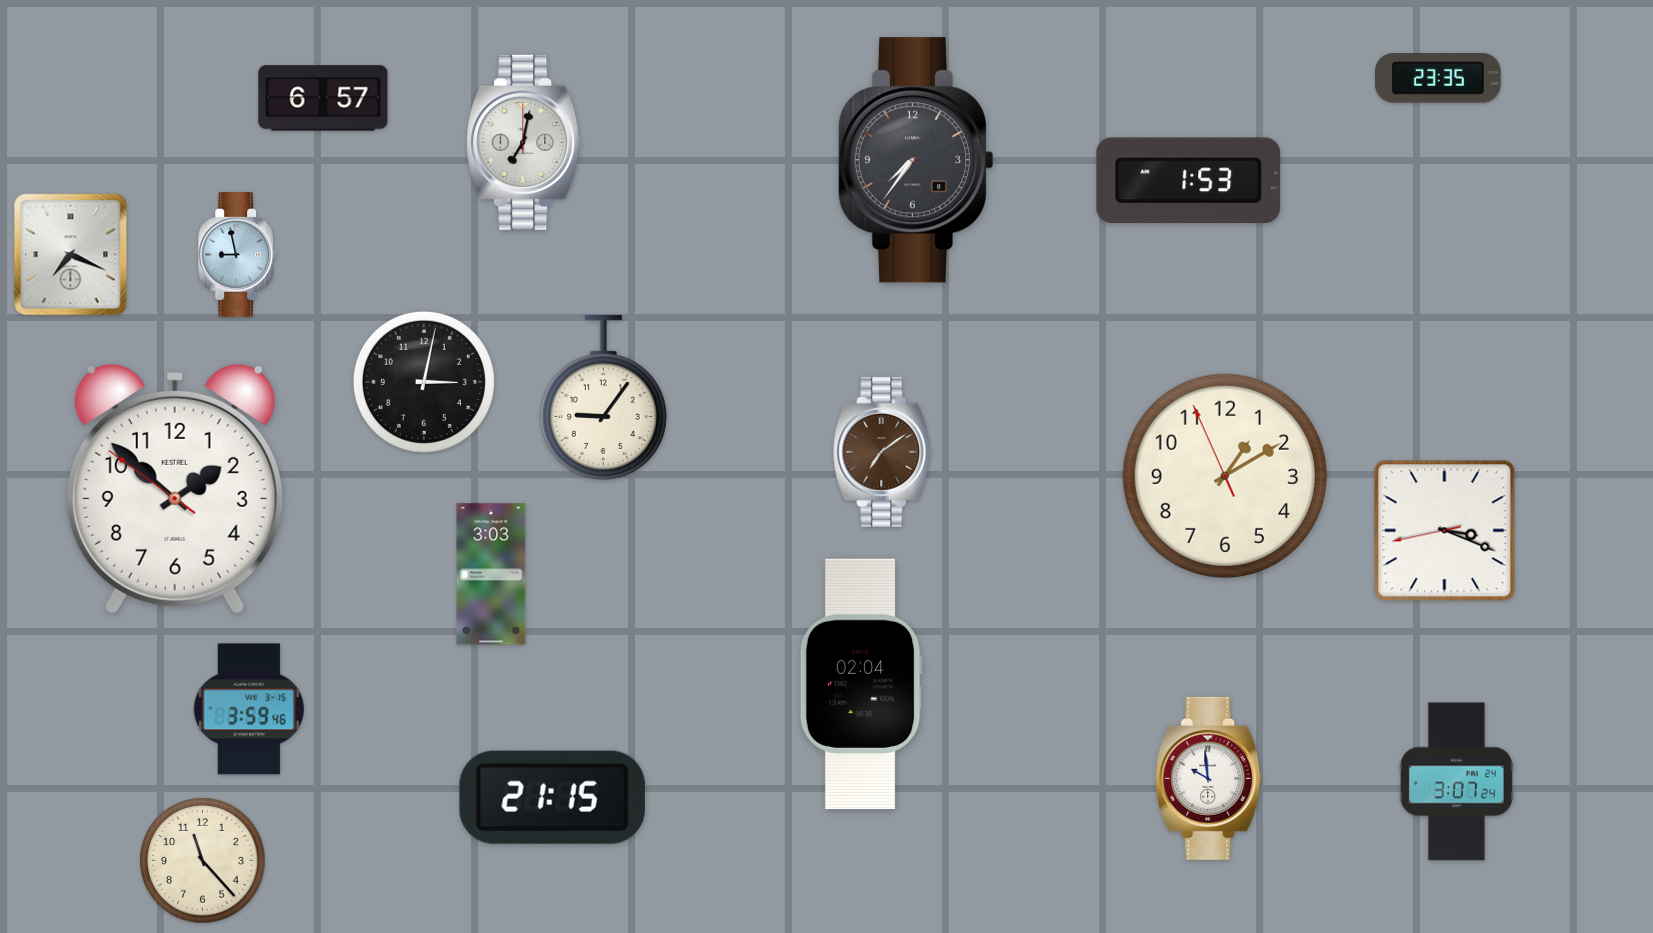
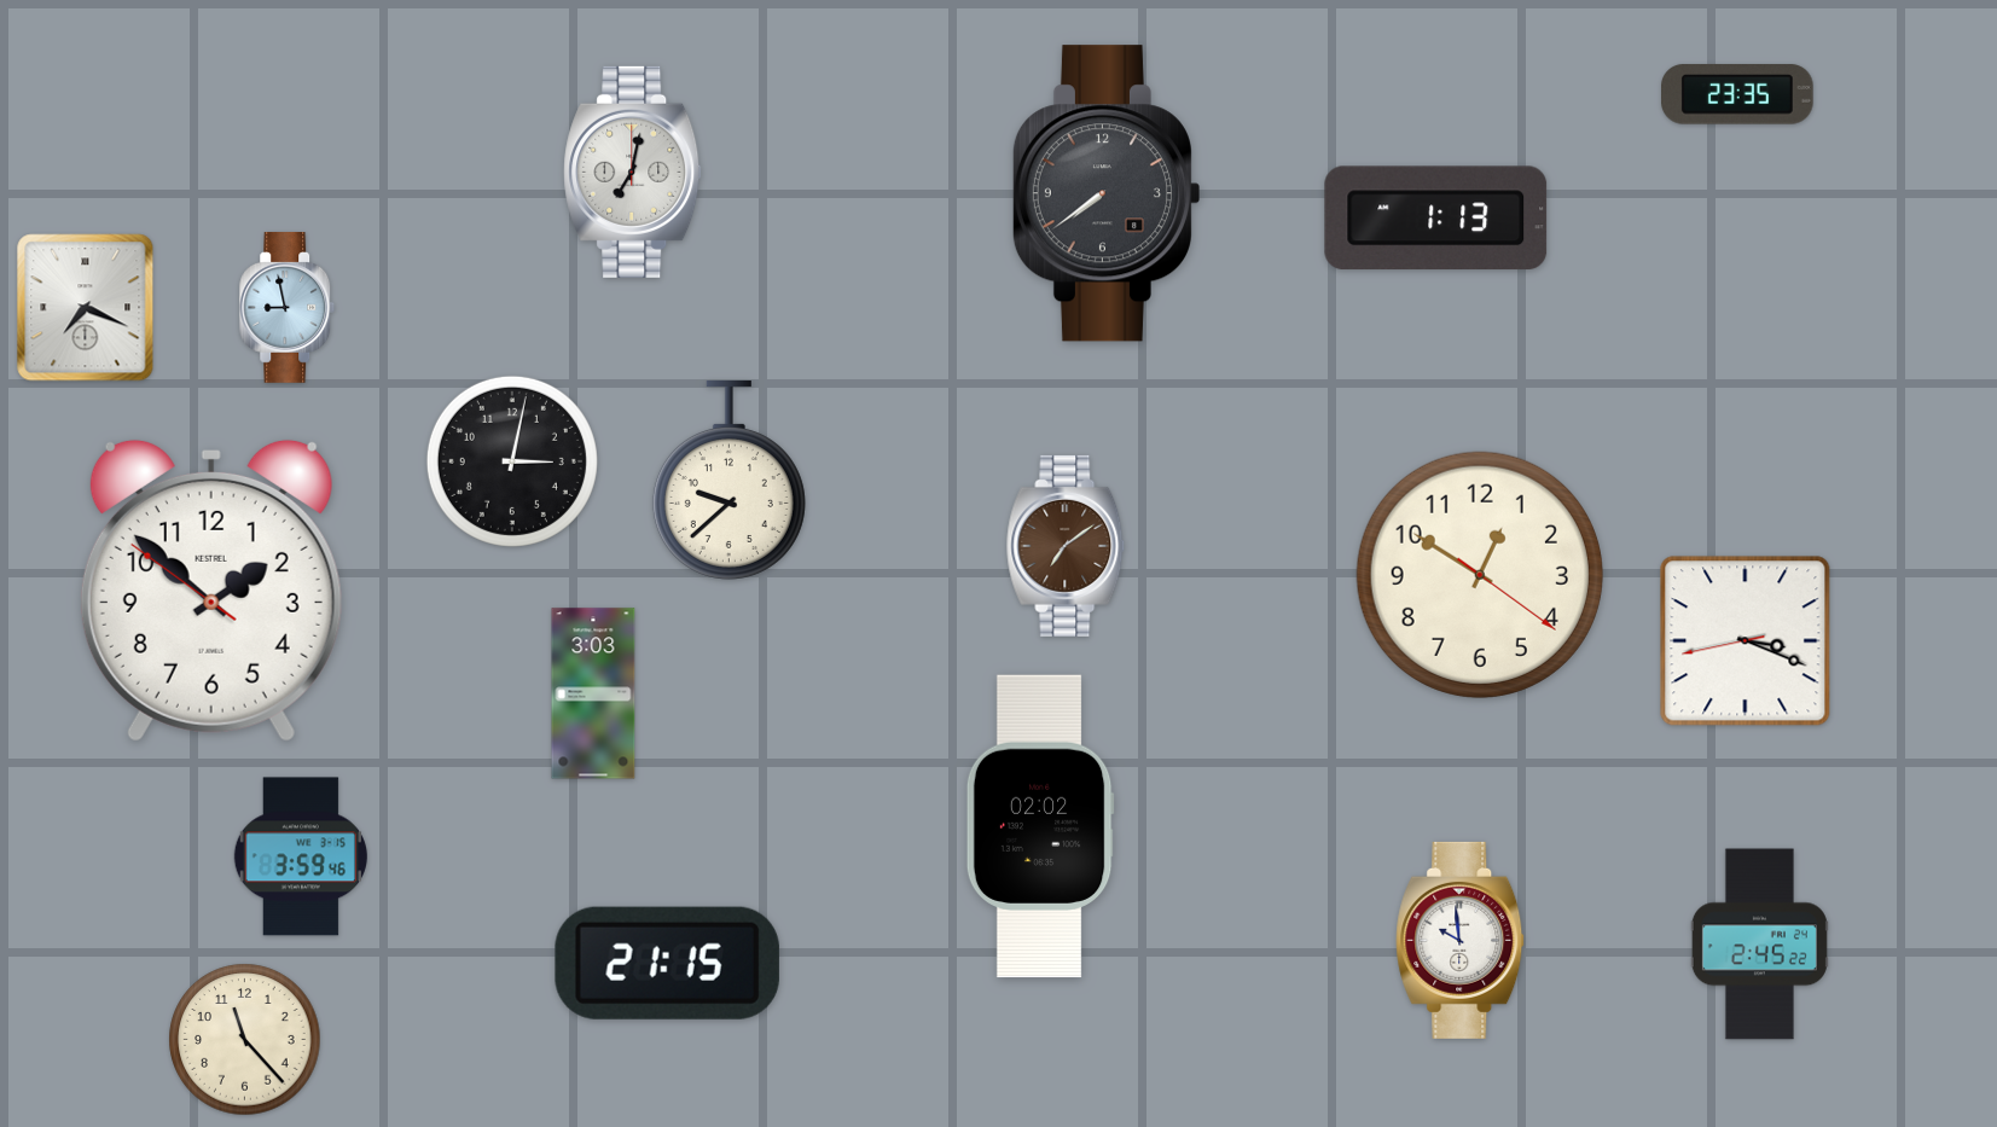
clock at (323, 98): 6:57 -> none
clock at (915, 160): 7:36 -> 7:39
clock at (1189, 181): 1:53 -> 1:13
clock at (603, 398): 9:06 -> 9:38
clock at (1225, 476): 1:09 -> 12:50
clock at (861, 684): 02:04 -> 02:02
clock at (1456, 782): 3:07 -> 2:45
